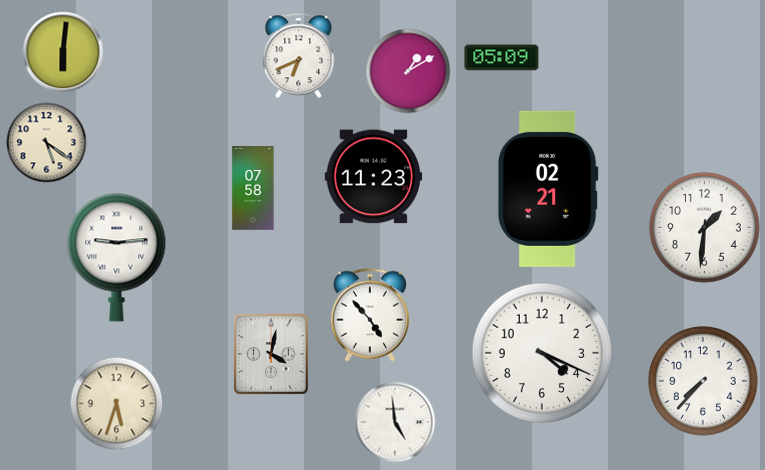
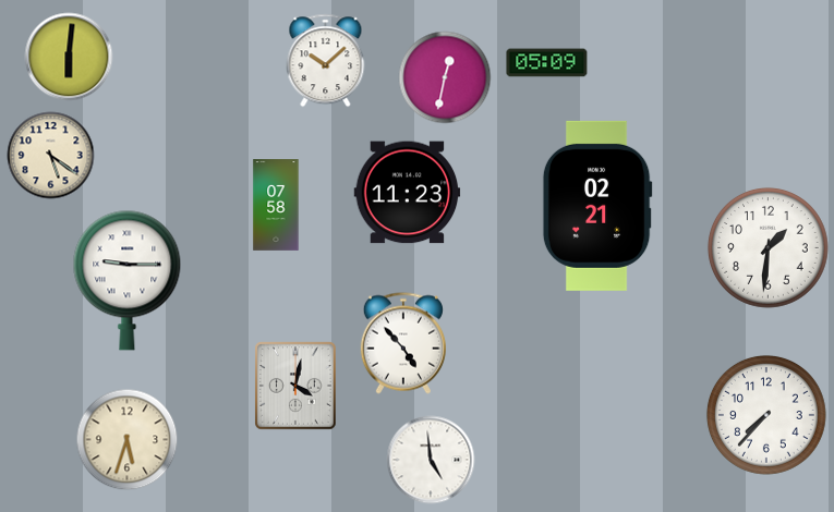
clock at (299, 56): 6:41 -> 10:08
clock at (408, 71): 1:10 -> 12:32
clock at (117, 257): 9:14 -> 9:15
clock at (542, 353): 4:19 -> none
